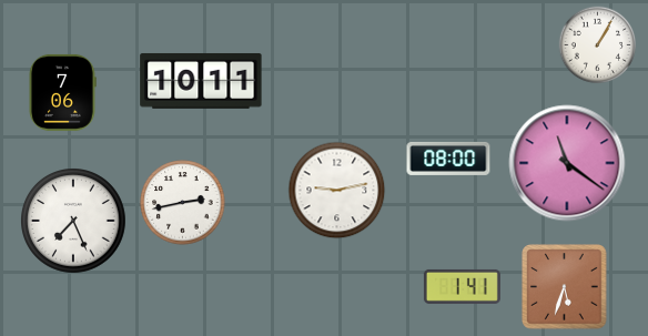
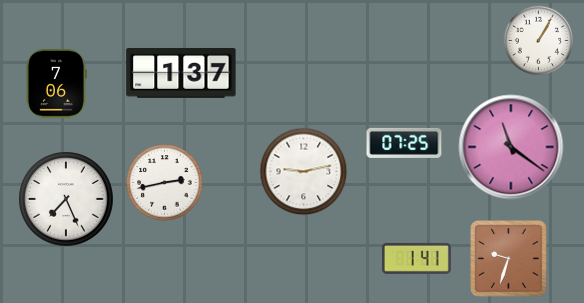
clock at (201, 81): 10:11 -> 1:37
clock at (448, 159): 08:00 -> 07:25
clock at (565, 287): 5:33 -> 9:33
